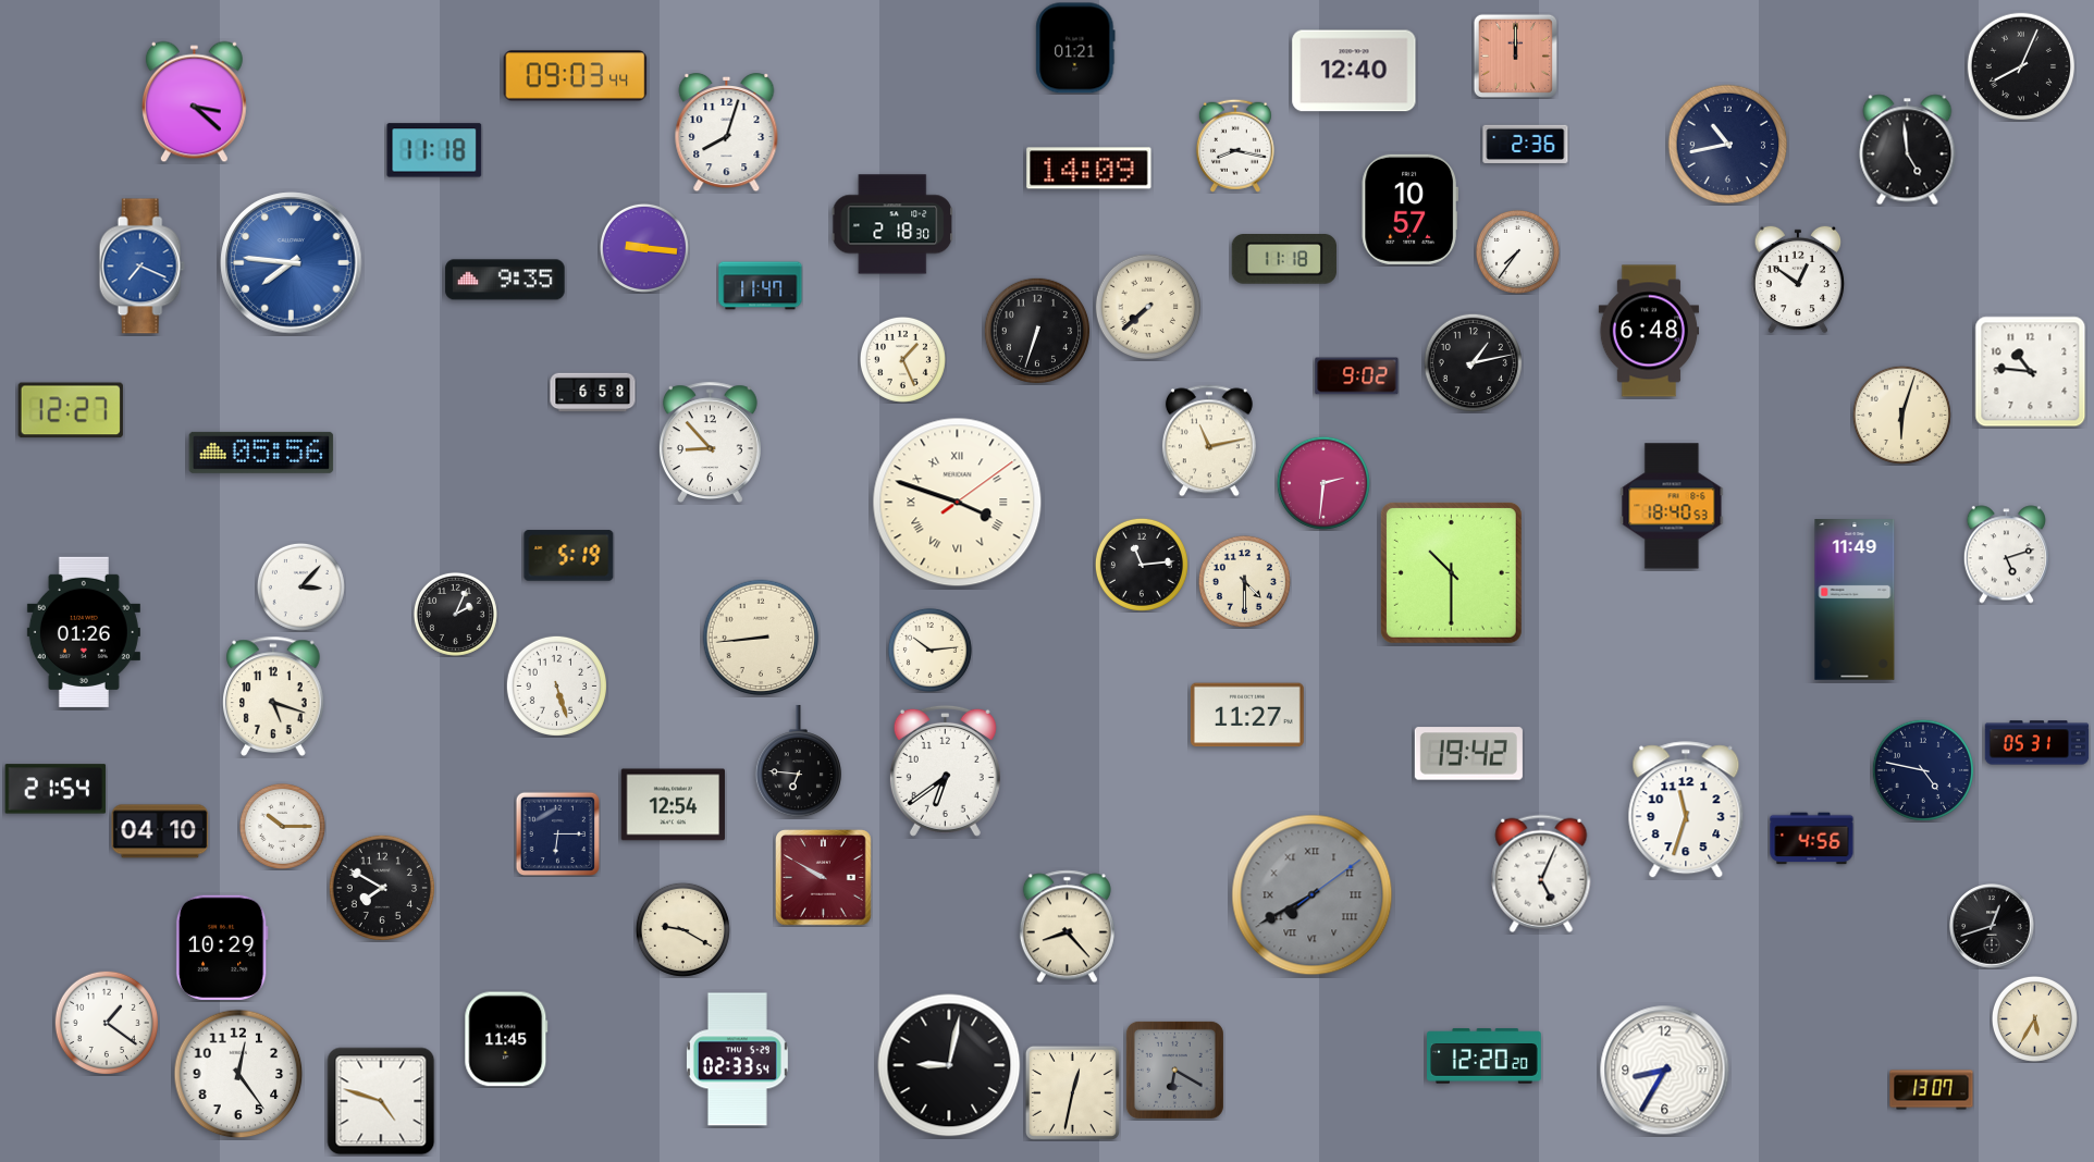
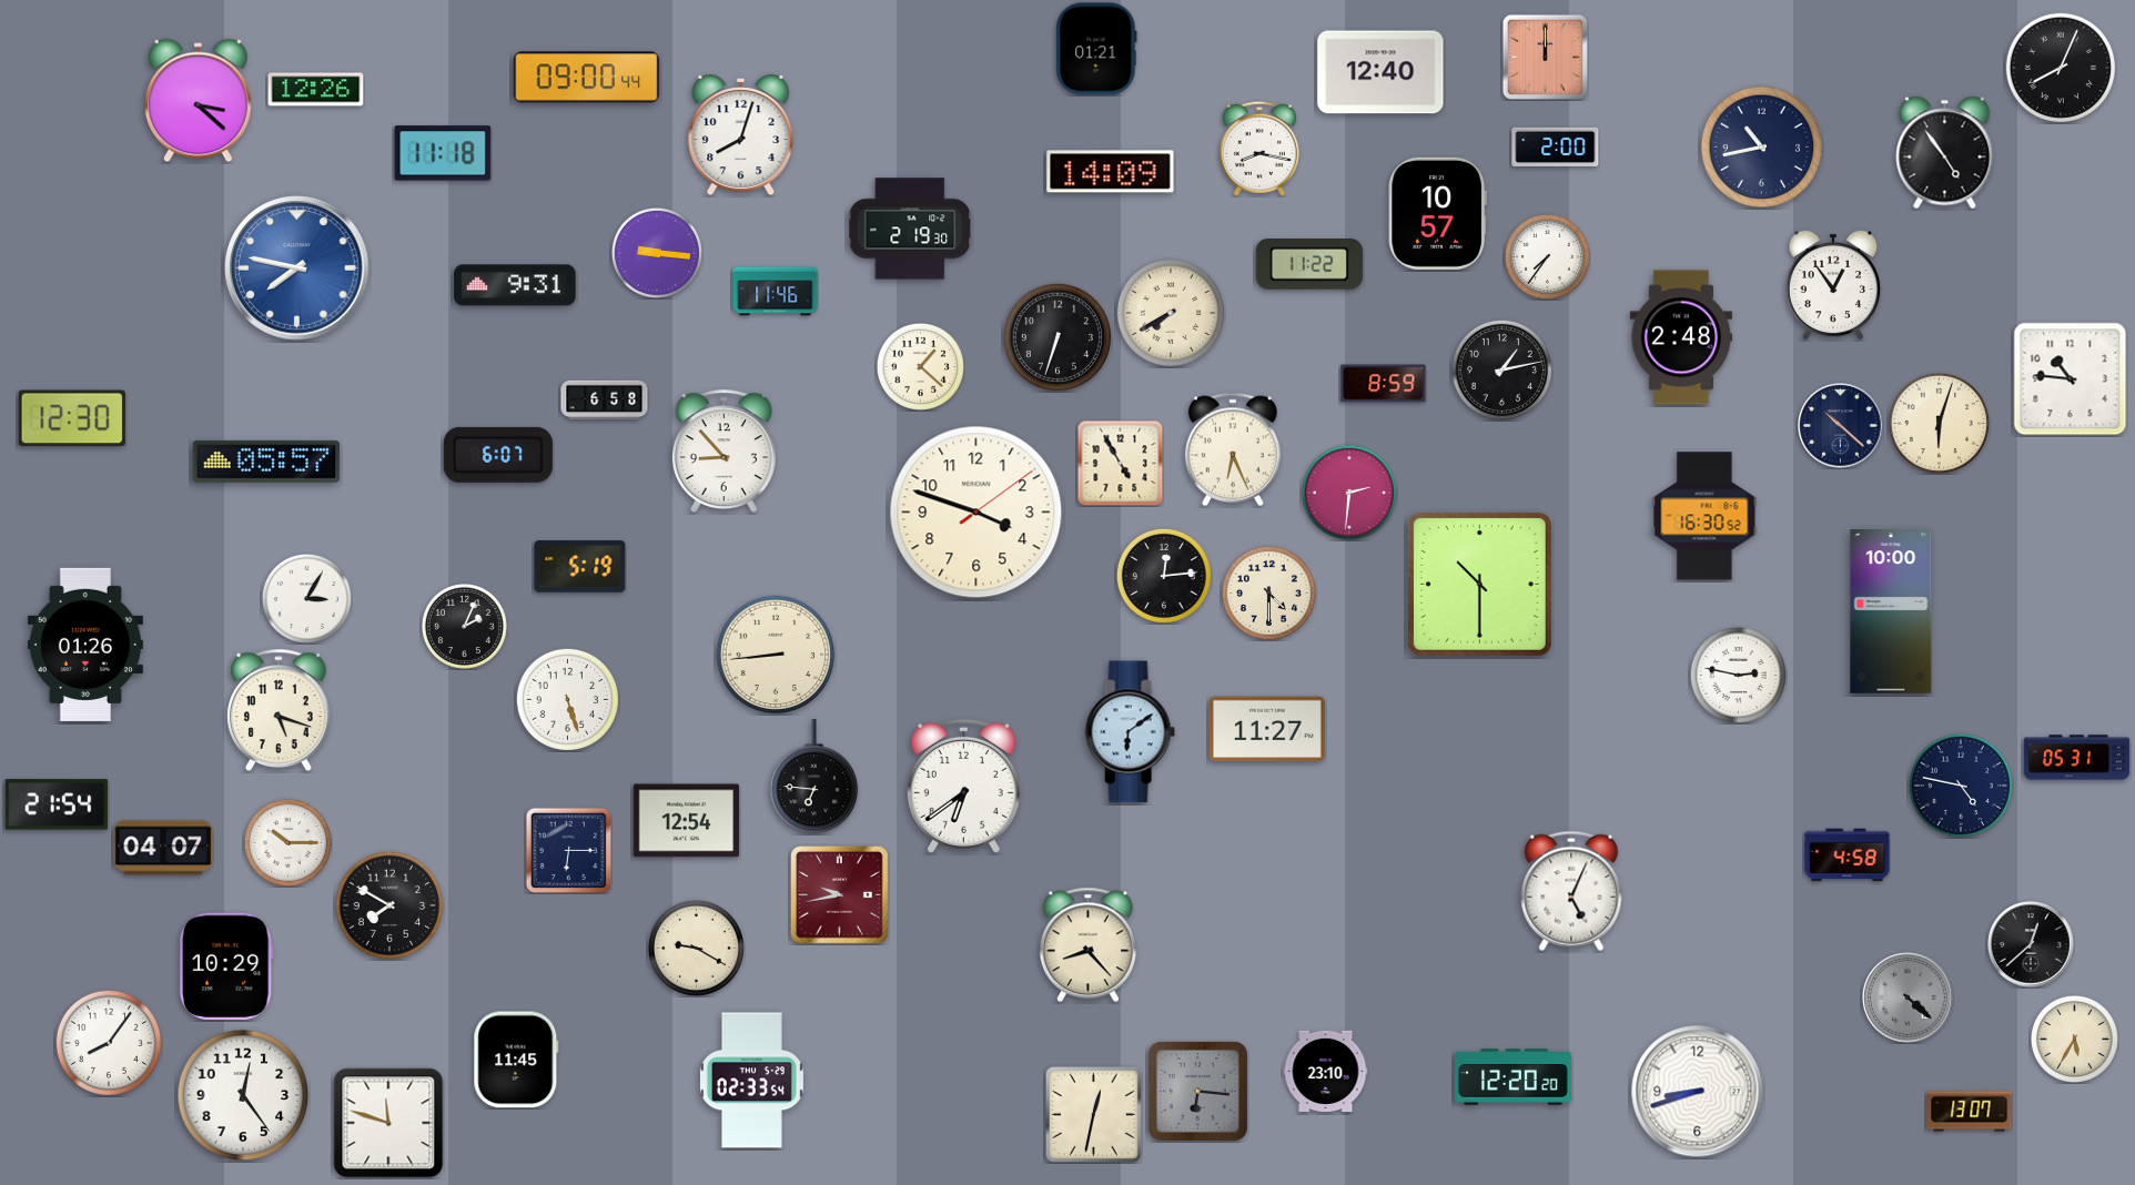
clock at (576, 76): 09:03 -> 09:00
clock at (316, 90): none -> 12:26
clock at (194, 102) position: (194, 102) -> (198, 101)
clock at (1526, 144): 2:36 -> 2:00
clock at (1908, 150): 4:59 -> 4:54
clock at (892, 224): 2:18 -> 2:19
clock at (1284, 260): 11:18 -> 11:22
clock at (292, 263): 7:46 -> 7:47
clock at (141, 267): 7:19 -> none
clock at (505, 280): 9:35 -> 9:31
clock at (1798, 280): 12:51 -> 12:54
clock at (761, 286): 11:47 -> 11:46
clock at (1147, 306): 7:38 -> 7:40
clock at (1648, 331): 6:48 -> 2:48
clock at (902, 359): 1:26 -> 1:22
clock at (1357, 376): 9:02 -> 8:59
clock at (71, 410): 12:27 -> 12:30
clock at (1841, 426): none -> 10:22
clock at (1209, 441): 11:13 -> 6:26
clock at (498, 455): none -> 6:07
clock at (261, 453): 05:56 -> 05:57
clock at (1120, 463): none -> 4:55
clock at (958, 503) numerals: Roman -> Arabic
clock at (1672, 506): 18:40 -> 16:30
clock at (2006, 555): 5:12 -> none
clock at (1142, 565): 11:14 -> 12:14
clock at (300, 586): 3:07 -> 3:05
clock at (1855, 599): 11:49 -> 10:00
clock at (761, 638) position: (761, 638) -> (776, 655)
clock at (929, 650): 10:14 -> none
clock at (1738, 675): none -> 2:47
clock at (1247, 715) position: (1247, 715) -> (1267, 729)
clock at (1130, 732): none -> 6:09
clock at (1468, 754): 19:42 -> none
clock at (1686, 811): 11:33 -> none
clock at (160, 831): 04:10 -> 04:07
clock at (1812, 839): 4:56 -> 4:58
clock at (824, 878): 9:50 -> 9:43
clock at (1313, 895): 7:40 -> none
clock at (1992, 926): 12:42 -> 12:38
clock at (1909, 999): none -> 4:22
clock at (106, 1022): 1:21 -> 8:06
clock at (1326, 1071): none -> 23:10
clock at (949, 1065): 9:02 -> none
clock at (1174, 1070): 6:20 -> 6:16
clock at (1665, 1071): 8:35 -> 8:42
clock at (381, 1101): 4:48 -> 11:48
